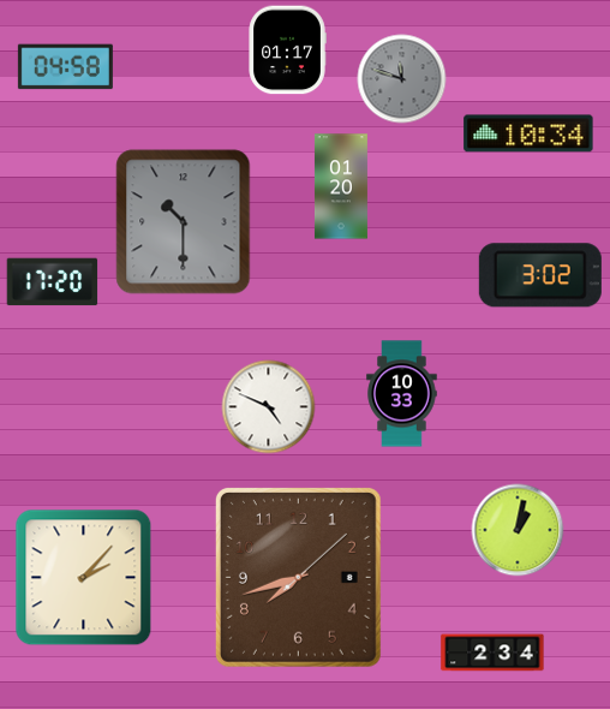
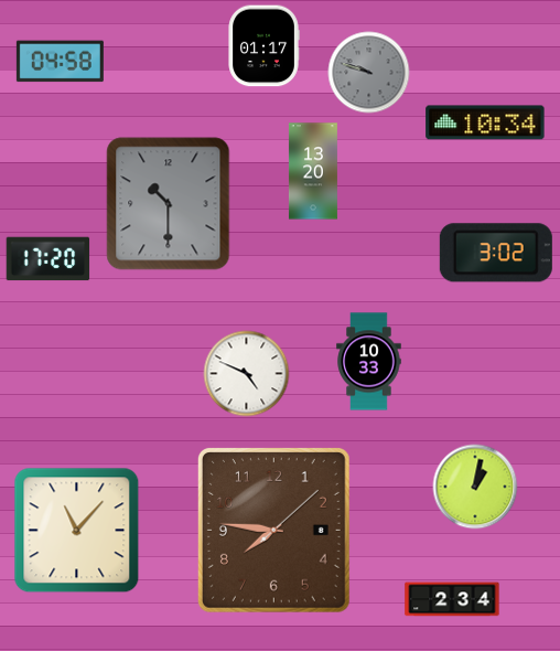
clock at (402, 79): 11:48 -> 9:48
clock at (341, 186): 01:20 -> 13:20
clock at (298, 577): 7:42 -> 7:46
clock at (84, 578): 2:07 -> 11:07
